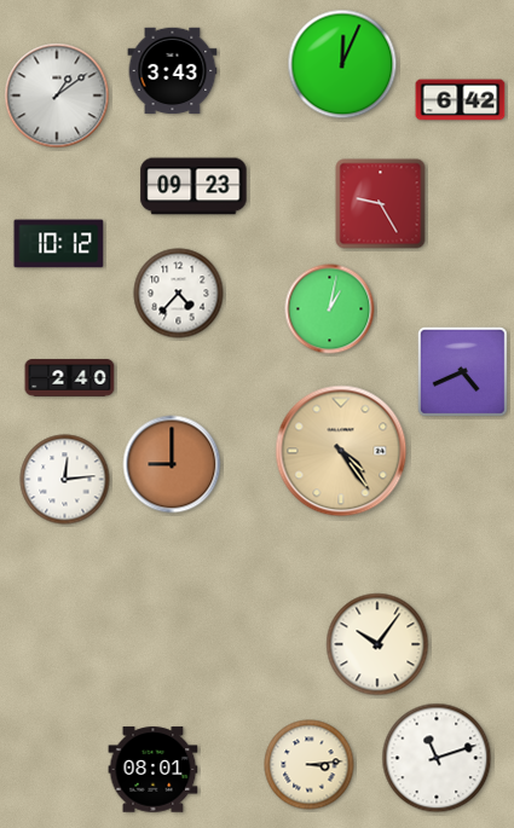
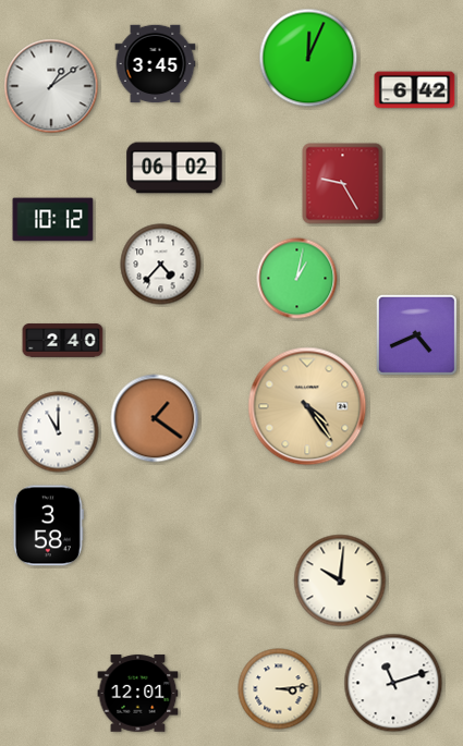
clock at (173, 71): 3:43 -> 3:45
clock at (194, 186): 09:23 -> 06:02
clock at (172, 464): 9:00 -> 1:21
clock at (65, 480): 12:14 -> 11:00
clock at (48, 526): none -> 3:58
clock at (377, 644): 10:06 -> 10:01
clock at (154, 770): 08:01 -> 12:01
